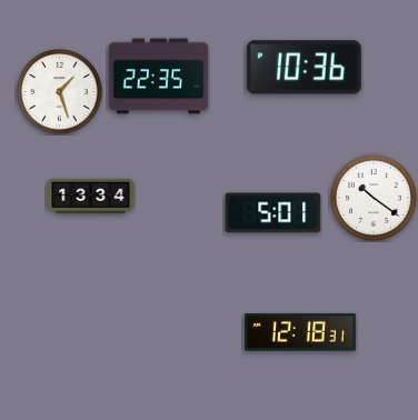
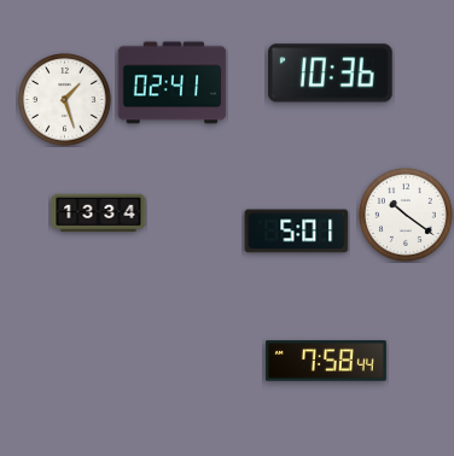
clock at (159, 77): 22:35 -> 02:41
clock at (300, 332): 12:18 -> 7:58
